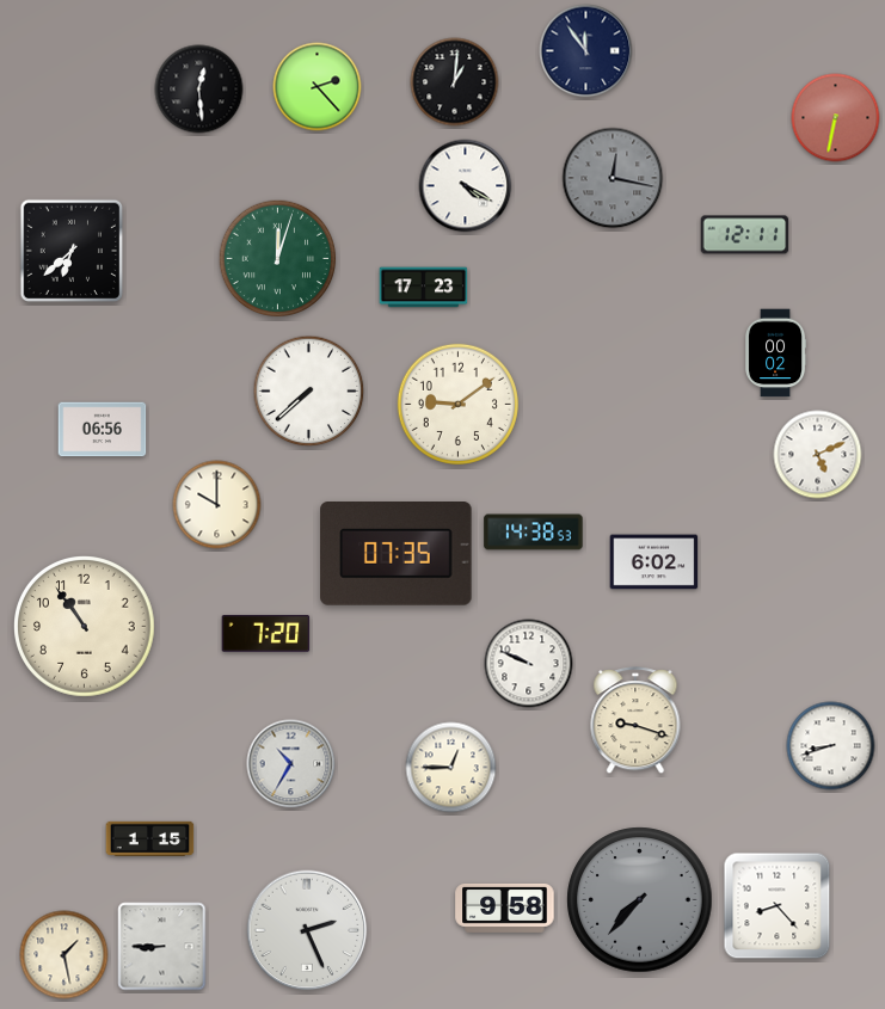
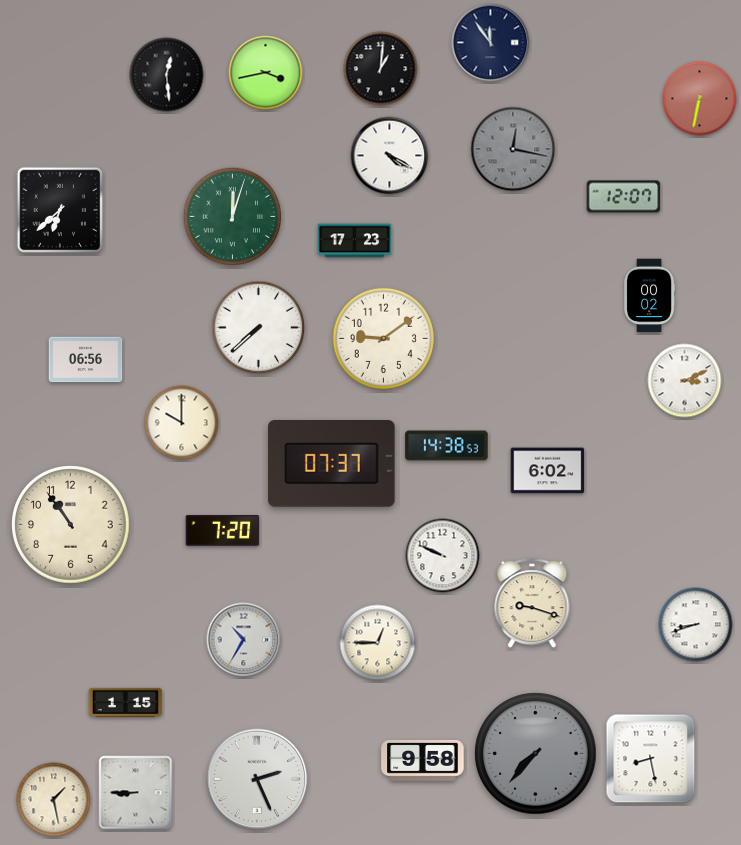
clock at (318, 87): 2:23 -> 3:43
clock at (745, 235): 12:11 -> 12:07
clock at (818, 455): 5:11 -> 3:11
clock at (397, 554): 07:35 -> 07:37
clock at (778, 906): 8:23 -> 8:28
